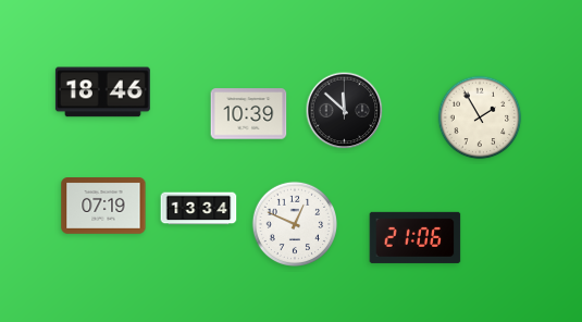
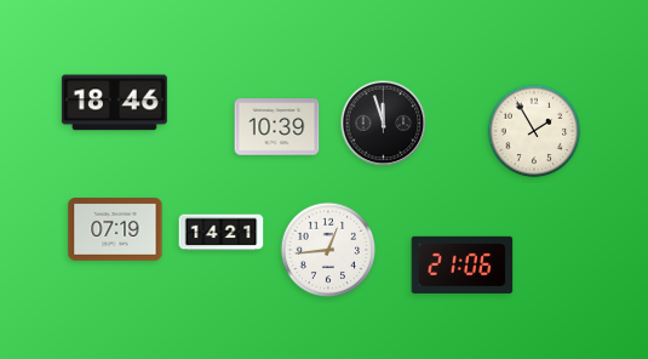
clock at (345, 111): 11:52 -> 11:57
clock at (199, 209): 13:34 -> 14:21
clock at (294, 223): 12:49 -> 12:44
